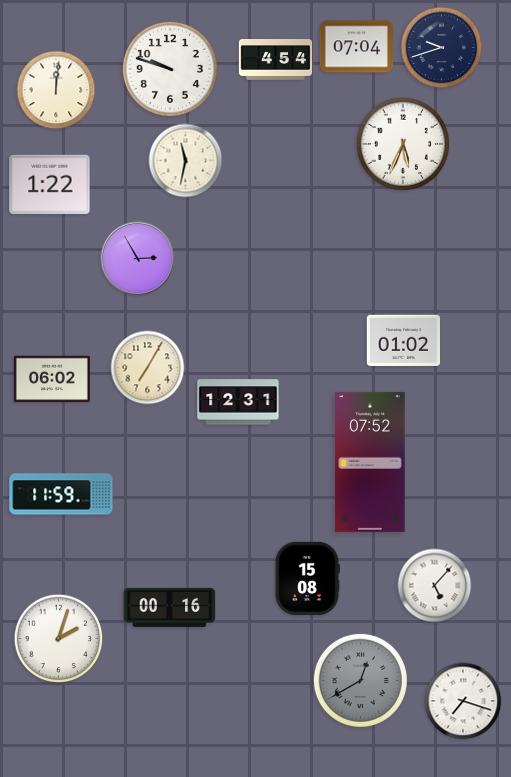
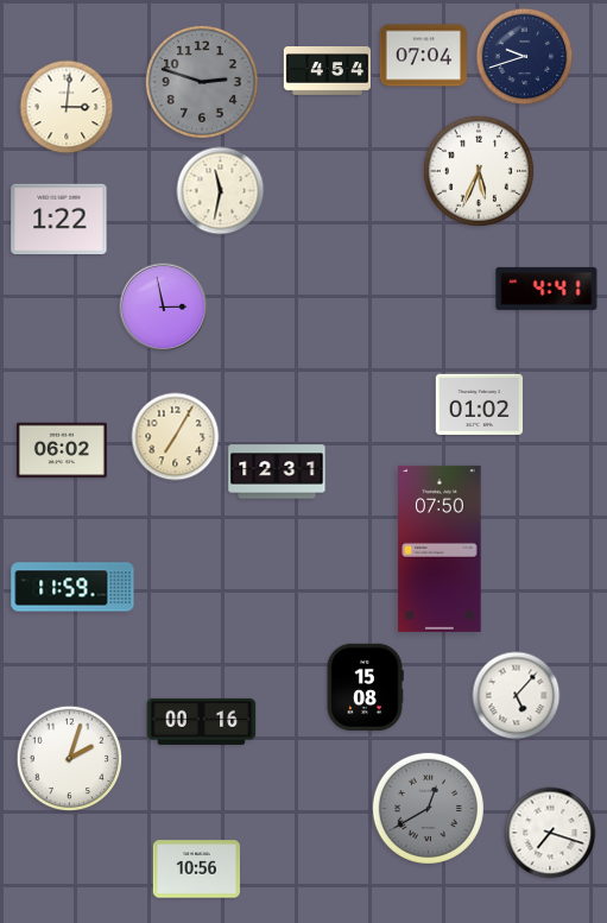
clock at (170, 69): 9:48 -> 2:48
clock at (170, 69) dial: white -> grey
clock at (56, 90): 12:01 -> 3:01
clock at (546, 289): none -> 4:41
clock at (138, 259): 2:55 -> 2:58
clock at (238, 402) position: (238, 402) -> (277, 472)
clock at (370, 462): 07:52 -> 07:50
clock at (196, 870): none -> 10:56
